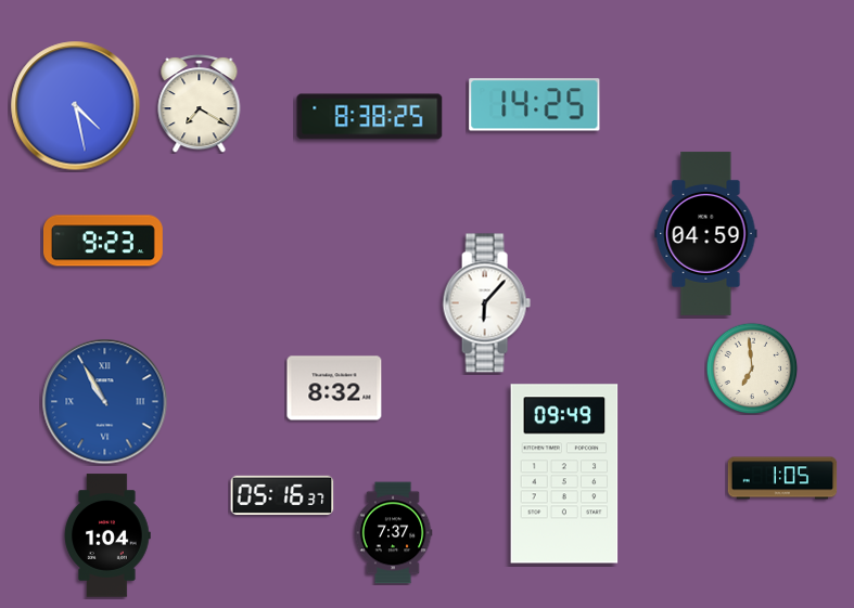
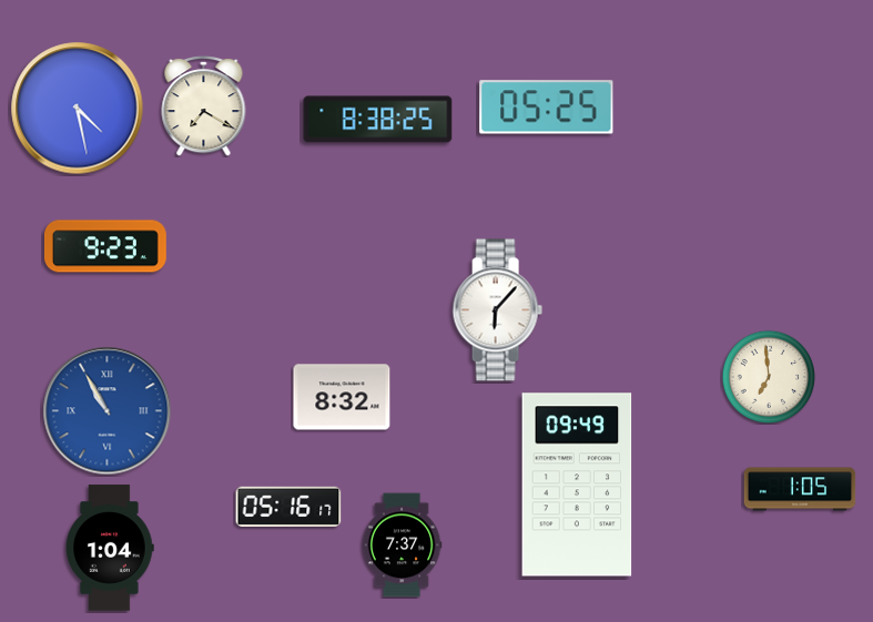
clock at (535, 105): 14:25 -> 05:25
clock at (706, 233): 04:59 -> none
clock at (282, 495): 05:16:37 -> 05:16:17
